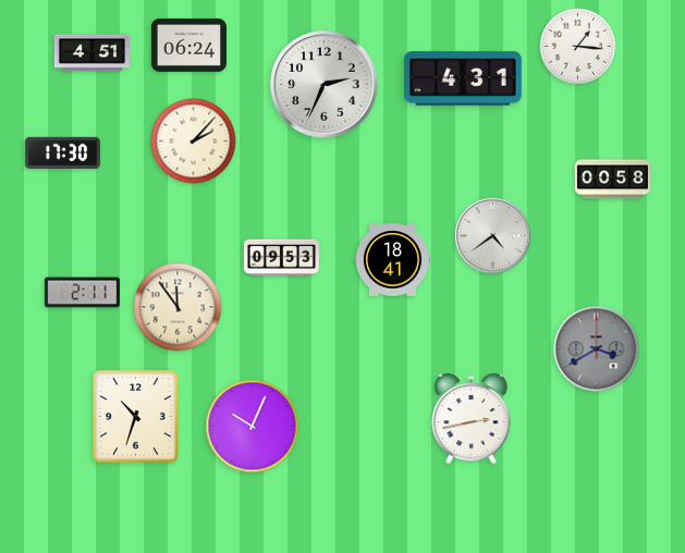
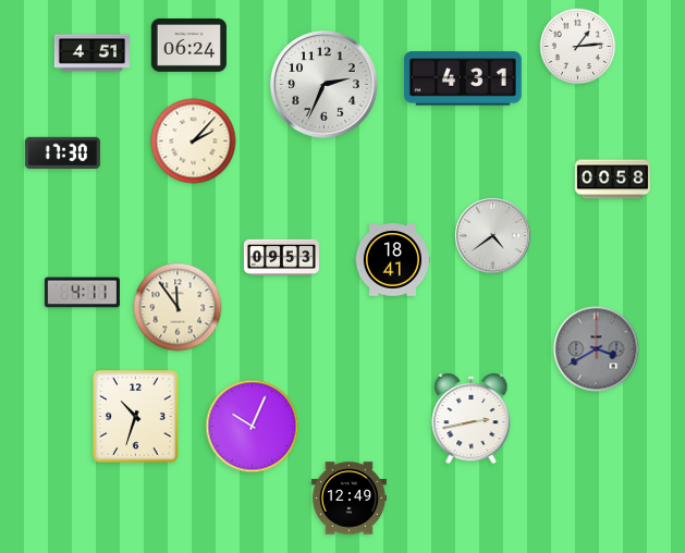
clock at (578, 47): 1:16 -> 1:14
clock at (82, 293): 2:11 -> 4:11
clock at (348, 499): none -> 12:49
